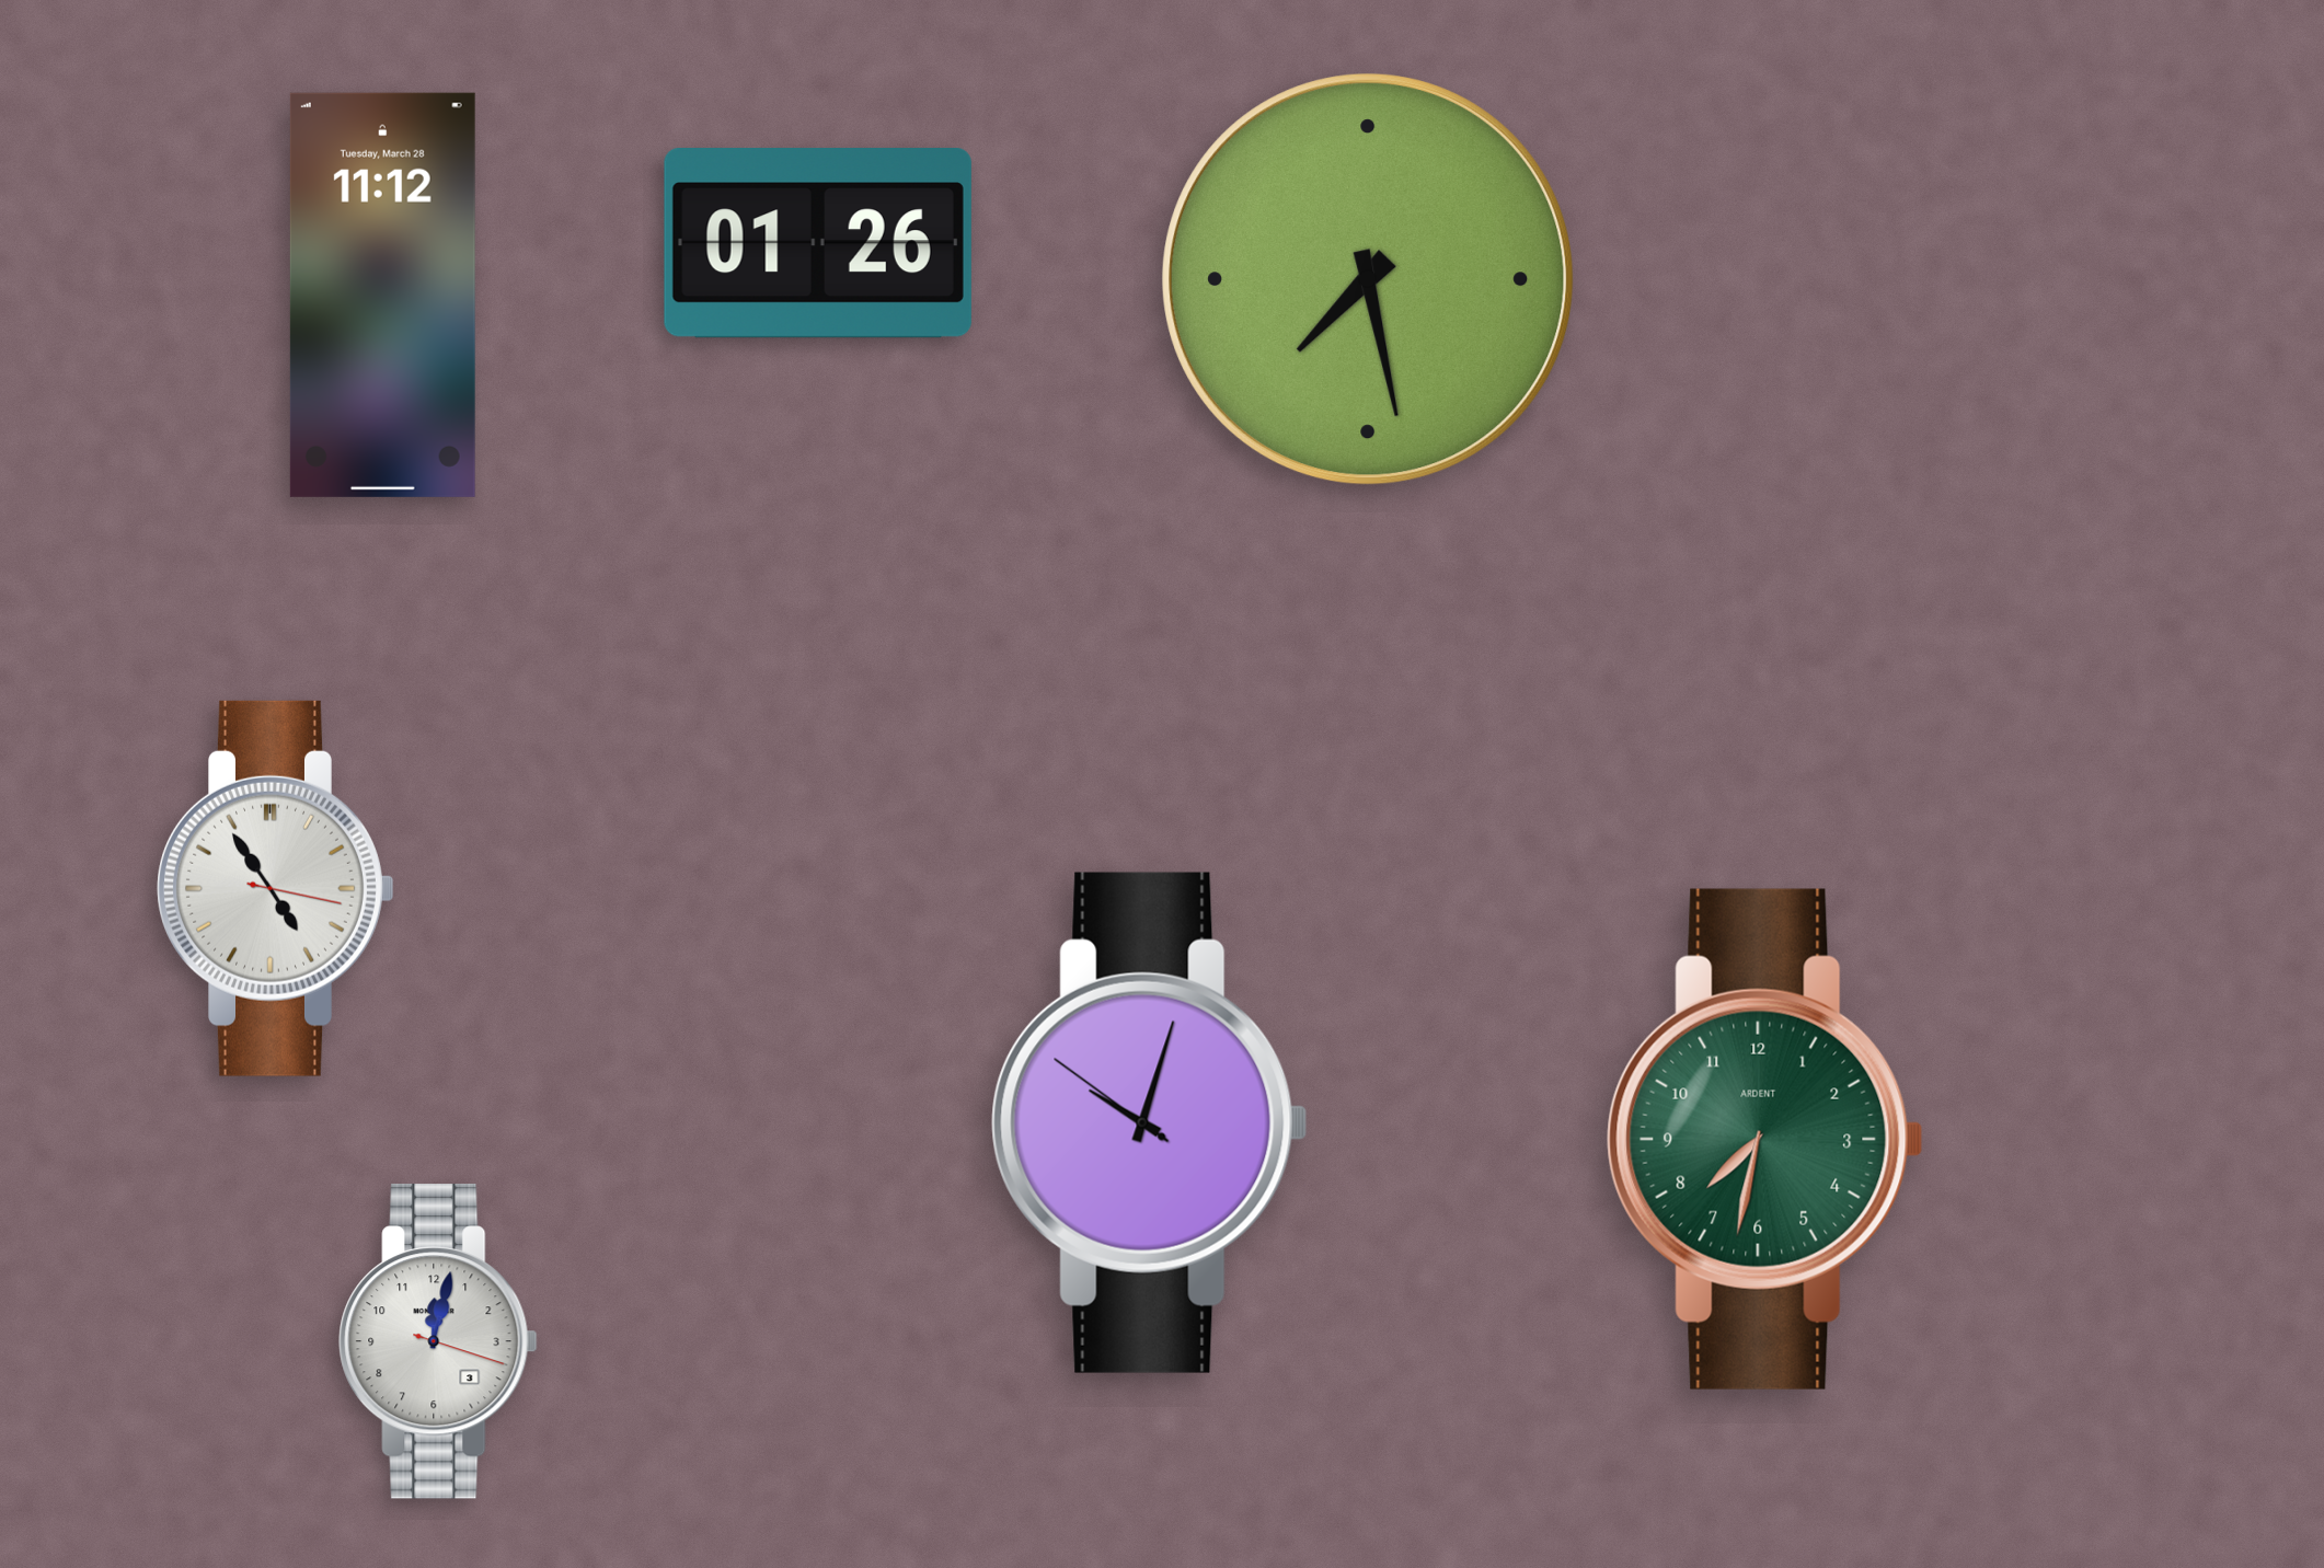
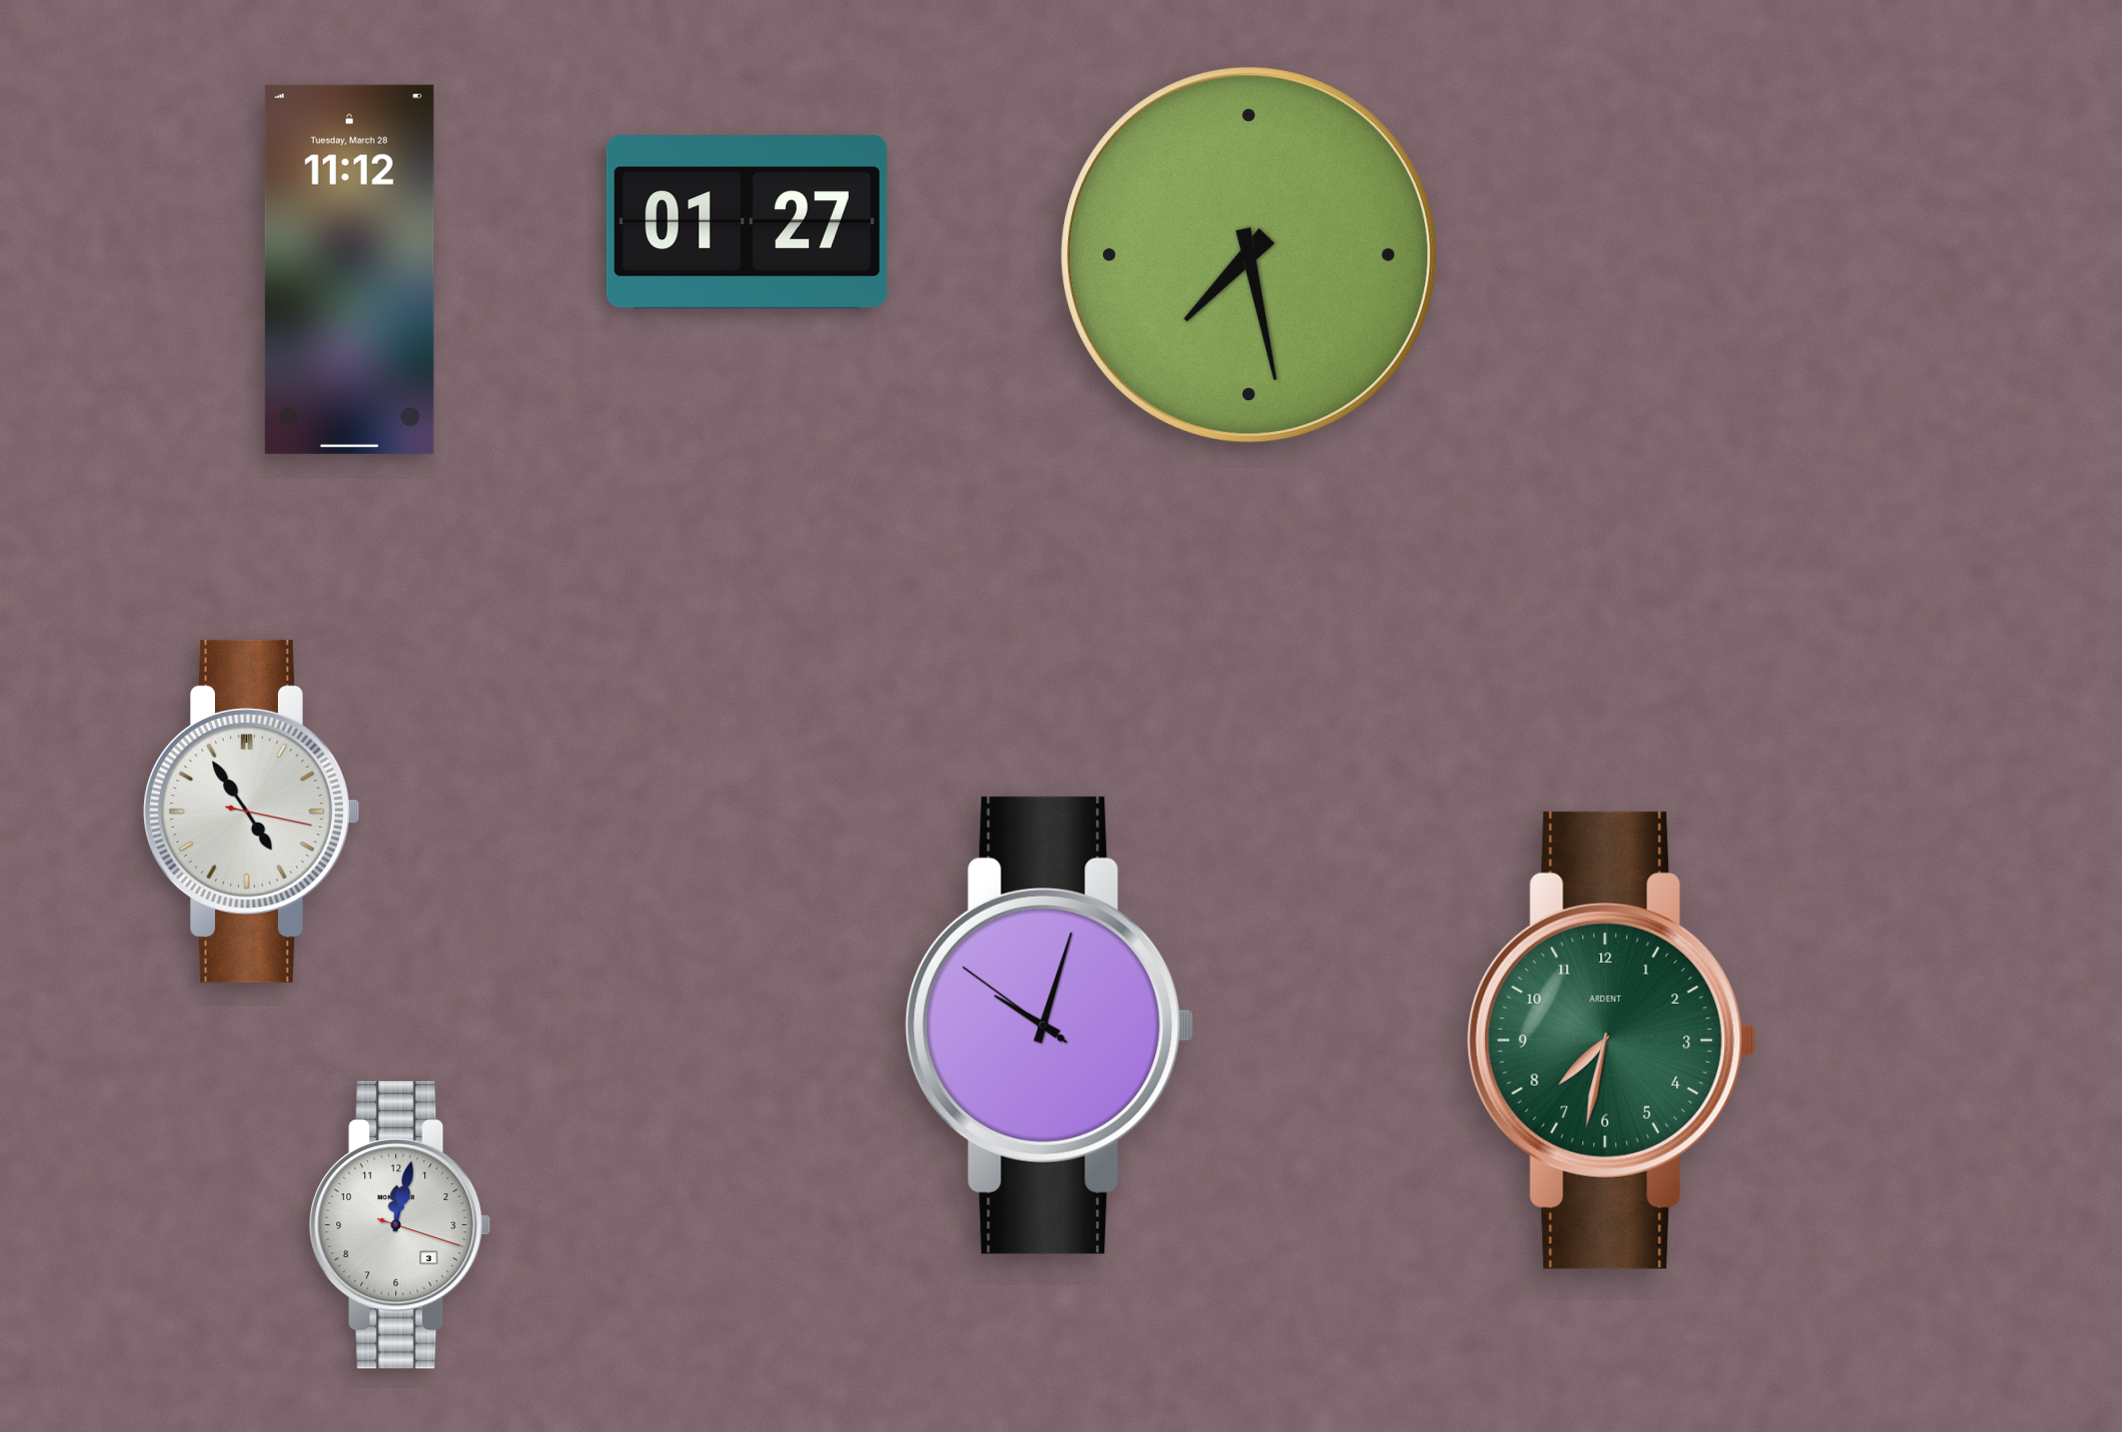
clock at (818, 244): 01:26 -> 01:27
